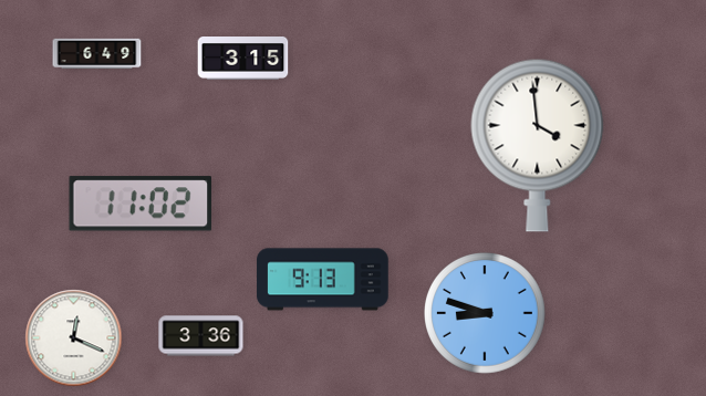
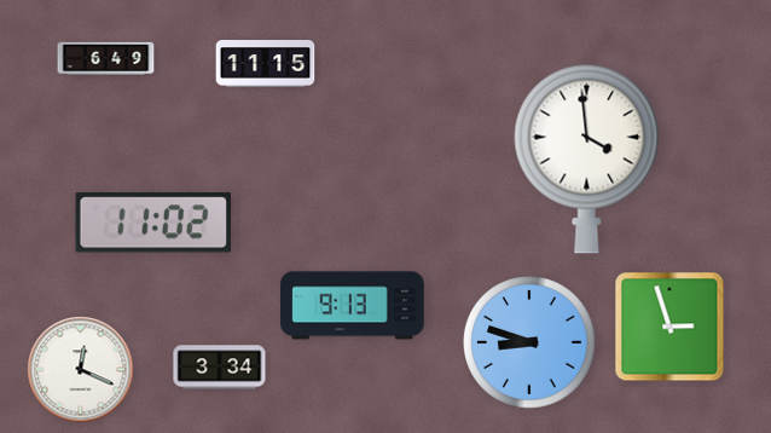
clock at (243, 59): 3:15 -> 11:15
clock at (669, 327): none -> 2:57
clock at (201, 336): 3:36 -> 3:34
